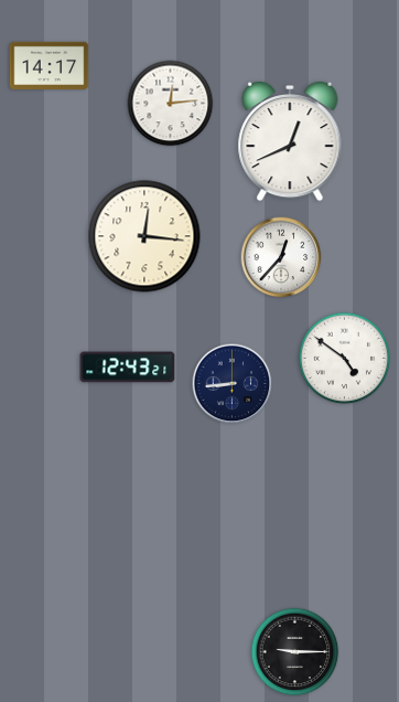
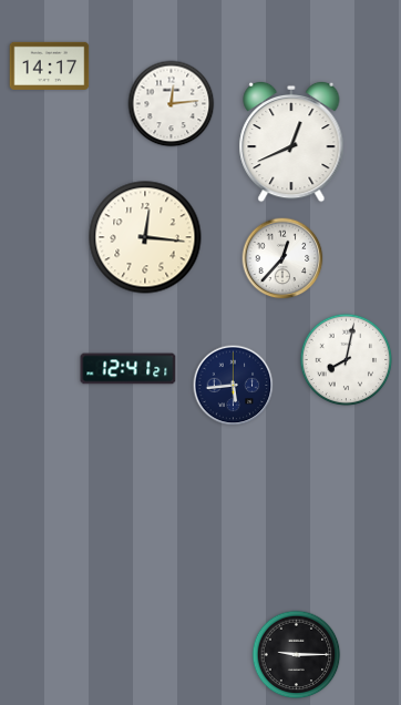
clock at (345, 359): 4:51 -> 8:02
clock at (128, 368): 12:43 -> 12:41
clock at (233, 384): 8:44 -> 5:44
